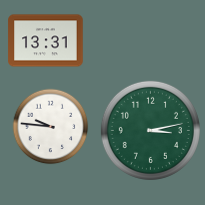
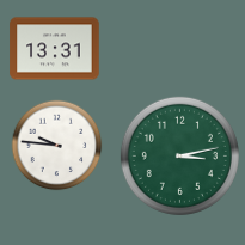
clock at (51, 127) position: (51, 127) -> (57, 146)
